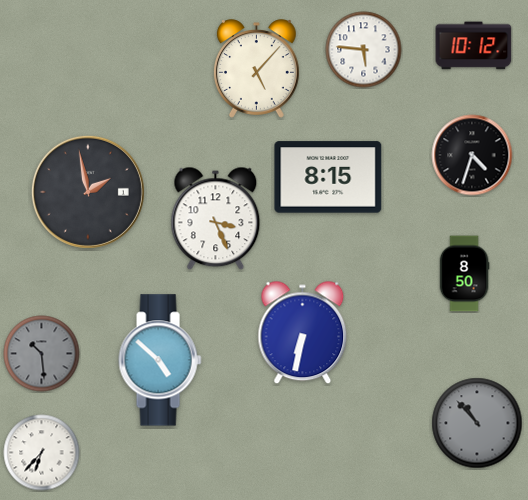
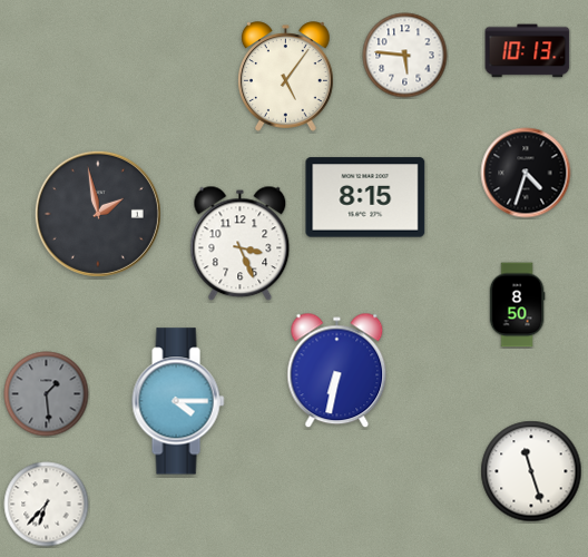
clock at (474, 46): 10:12 -> 10:13
clock at (256, 69): 5:07 -> 5:06
clock at (42, 354): 10:29 -> 1:29
clock at (160, 360): 4:52 -> 4:15
clock at (477, 423): 10:53 -> 11:27
clock at (477, 423) dial: grey -> white
